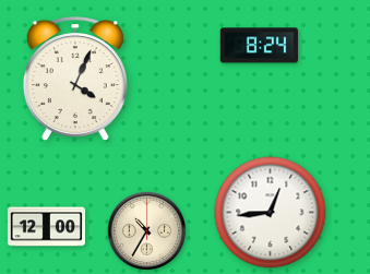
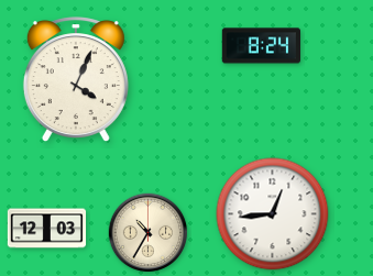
clock at (47, 227): 12:00 -> 12:03
